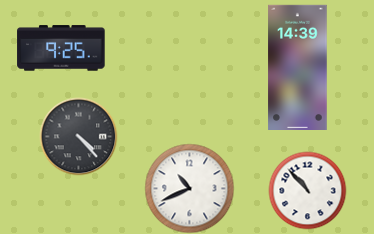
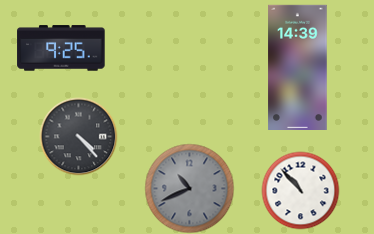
clock at (189, 188) dial: white -> grey
clock at (307, 190) position: (307, 190) -> (300, 190)
